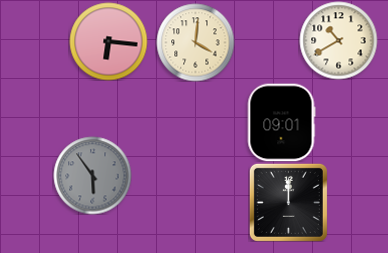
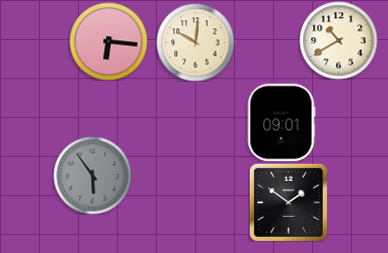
clock at (195, 42): 4:01 -> 10:01
clock at (288, 202): 12:00 -> 1:51
